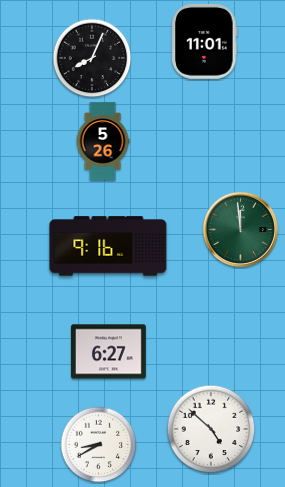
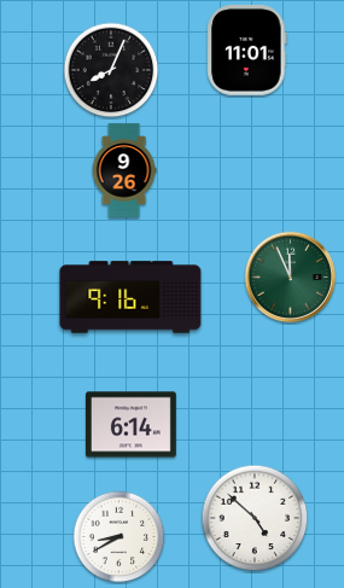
clock at (103, 141): 5:26 -> 9:26
clock at (240, 229): 11:59 -> 11:56
clock at (109, 352): 6:27 -> 6:14
